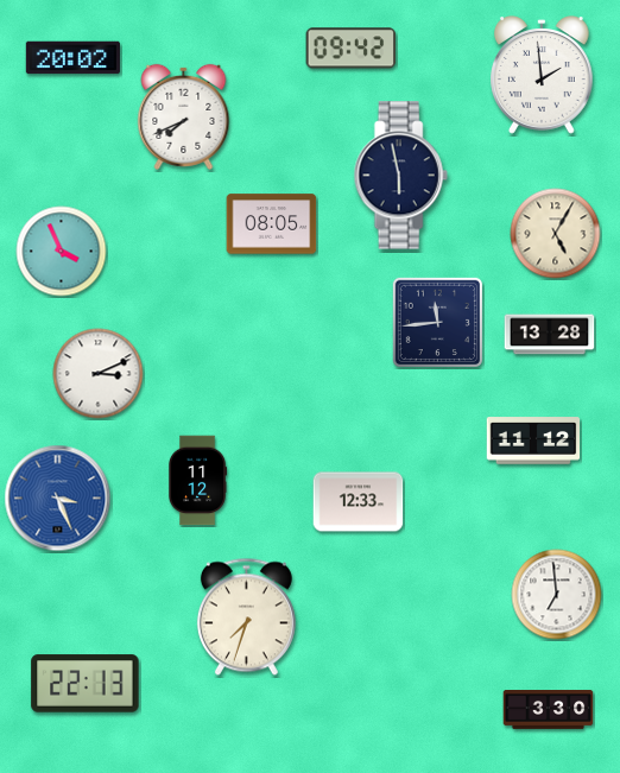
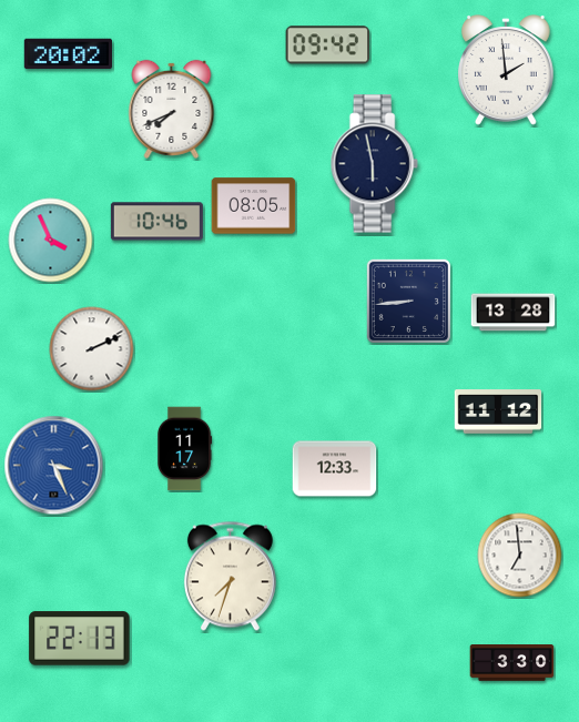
clock at (272, 224) position: (272, 224) -> (254, 206)
clock at (556, 234): 5:05 -> none
clock at (156, 222): none -> 10:46
clock at (62, 252) position: (62, 252) -> (51, 241)
clock at (437, 322): 11:44 -> 8:44
clock at (99, 374): 3:11 -> 2:11
clock at (198, 481): 11:12 -> 11:17
